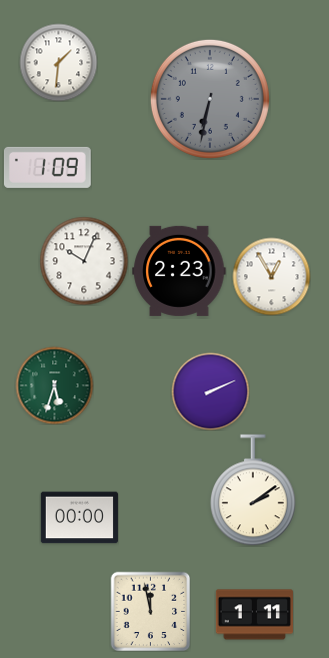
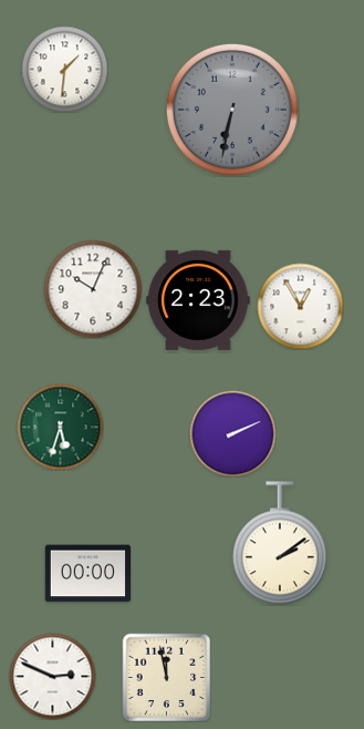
clock at (47, 167): 1:09 -> none
clock at (52, 676): none -> 2:49
clock at (254, 615): 1:11 -> none
